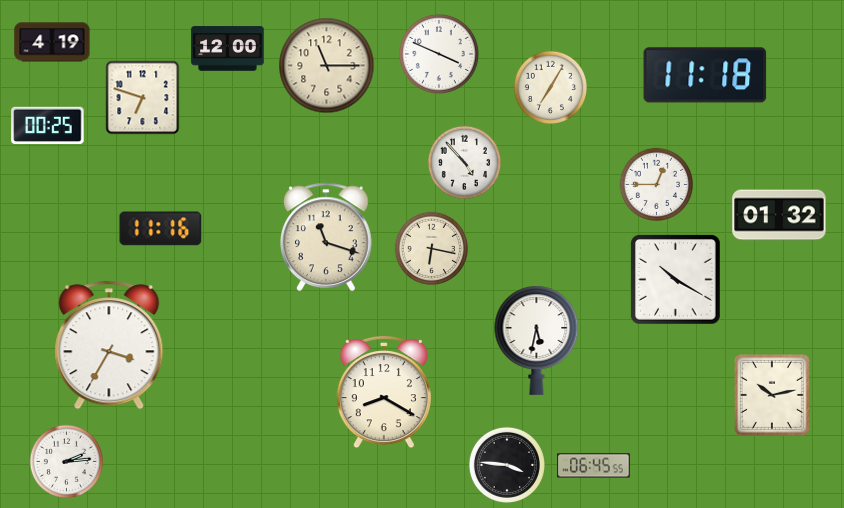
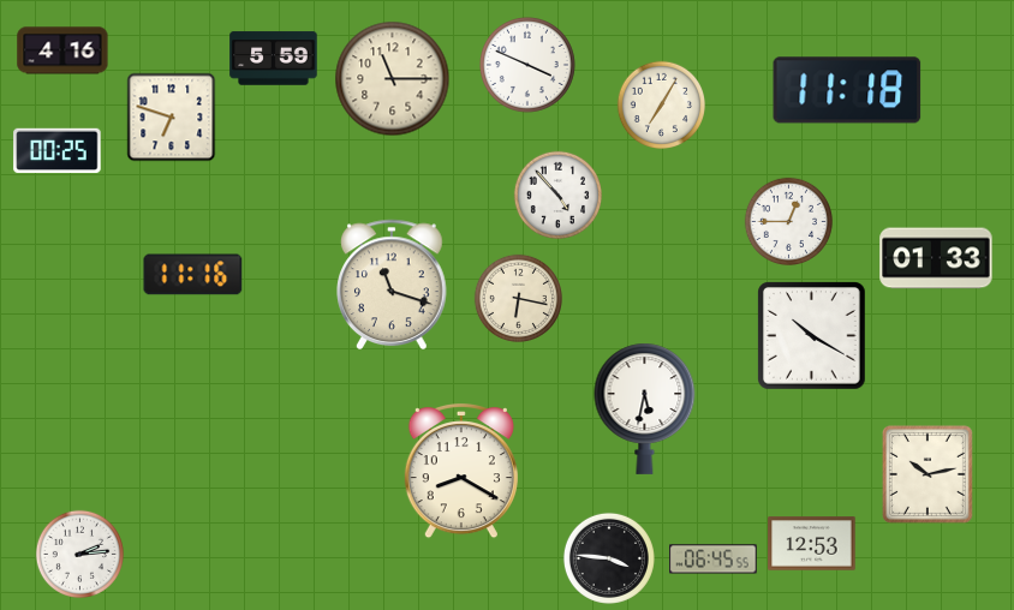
clock at (52, 42): 4:19 -> 4:16
clock at (228, 49): 12:00 -> 5:59
clock at (779, 215): 01:32 -> 01:33
clock at (109, 345): 3:35 -> none
clock at (812, 544): none -> 12:53
